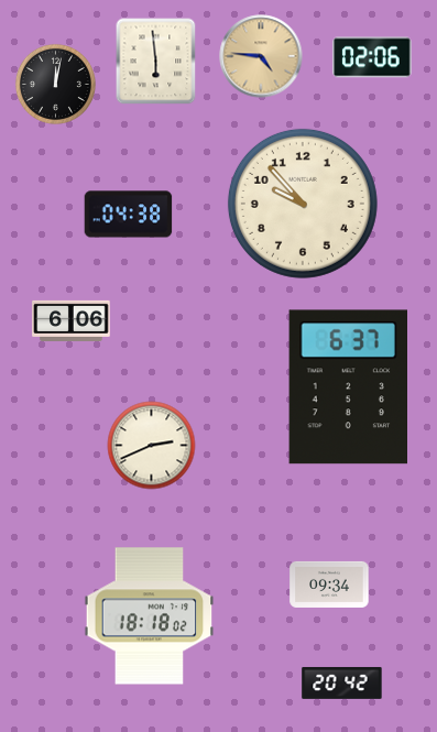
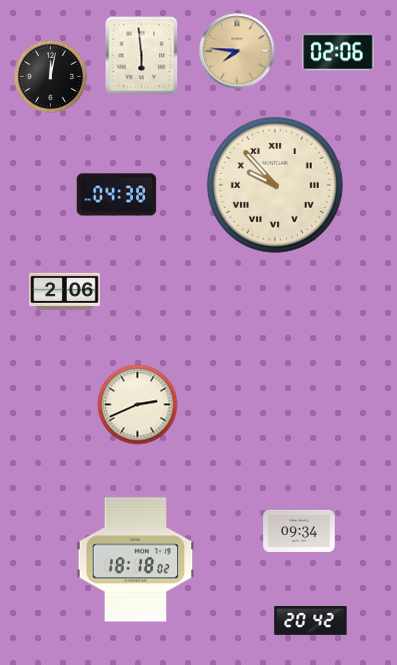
clock at (261, 56): 4:46 -> 7:46
clock at (303, 204) numerals: Arabic -> Roman
clock at (72, 320): 6:06 -> 2:06
clock at (348, 387): 6:37 -> none
